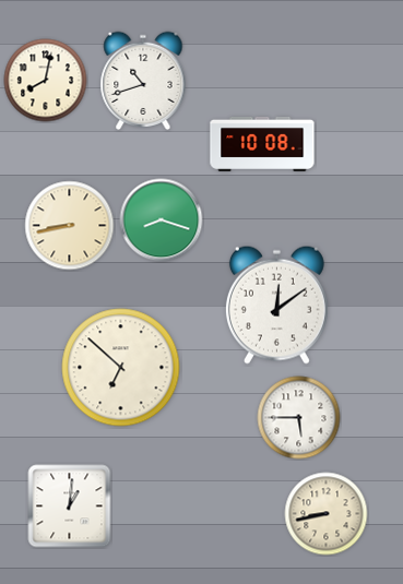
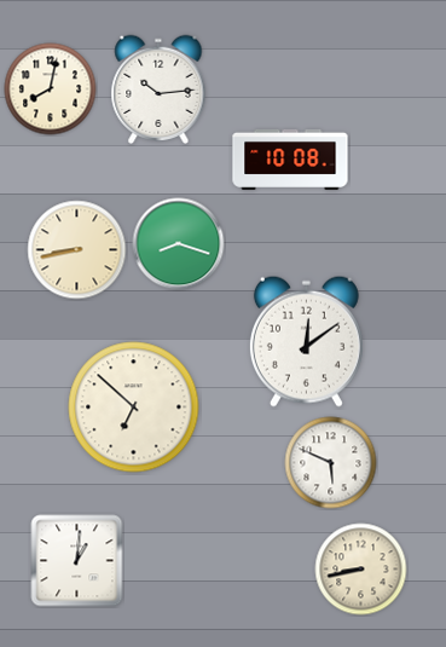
clock at (143, 80): 10:42 -> 10:14
clock at (276, 305) position: (276, 305) -> (306, 341)
clock at (299, 418): 5:45 -> 5:49
